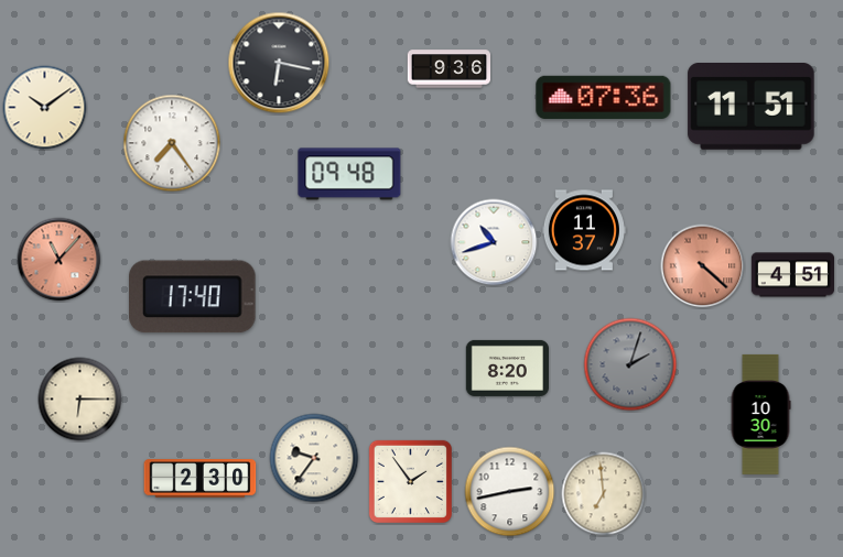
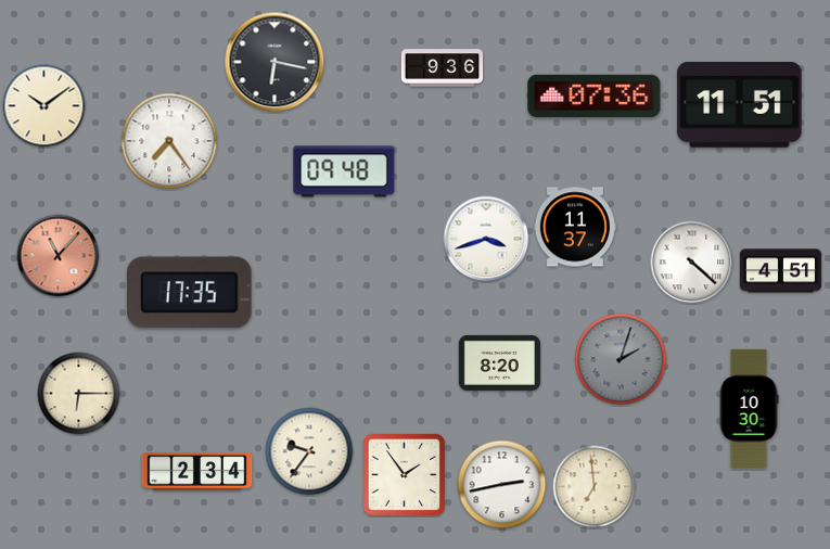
clock at (494, 242): 10:42 -> 3:42
clock at (703, 266) dial: salmon -> white
clock at (193, 297): 17:40 -> 17:35
clock at (201, 479): 2:30 -> 2:34
